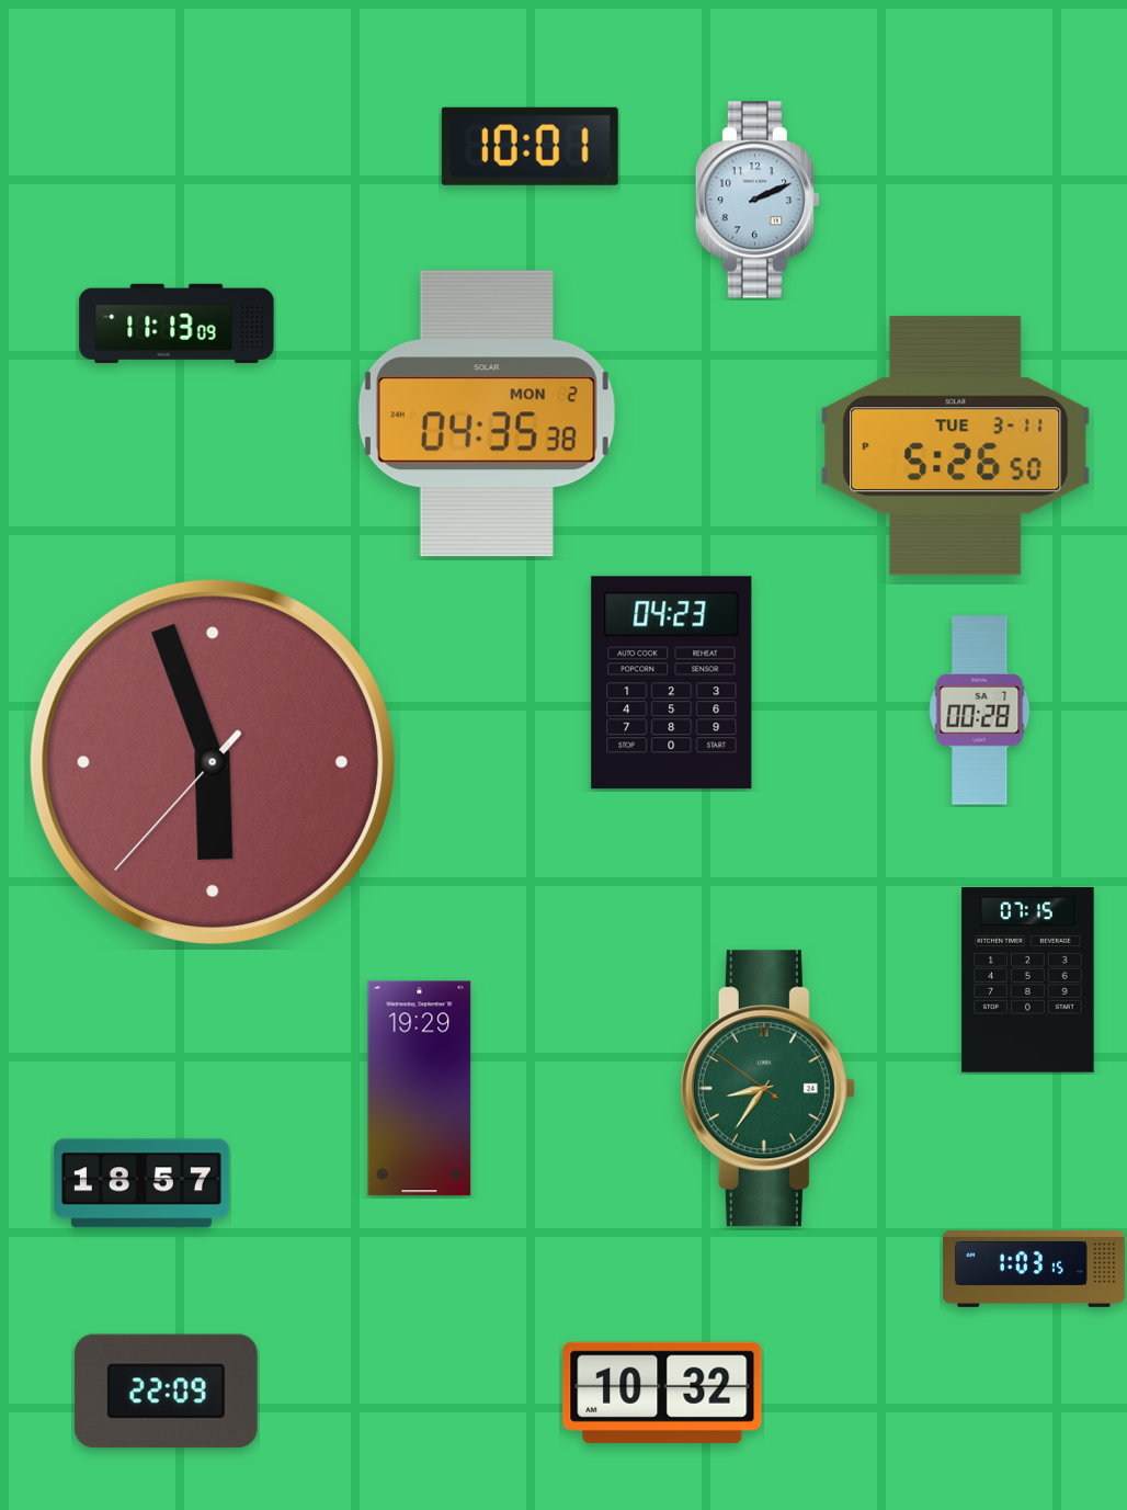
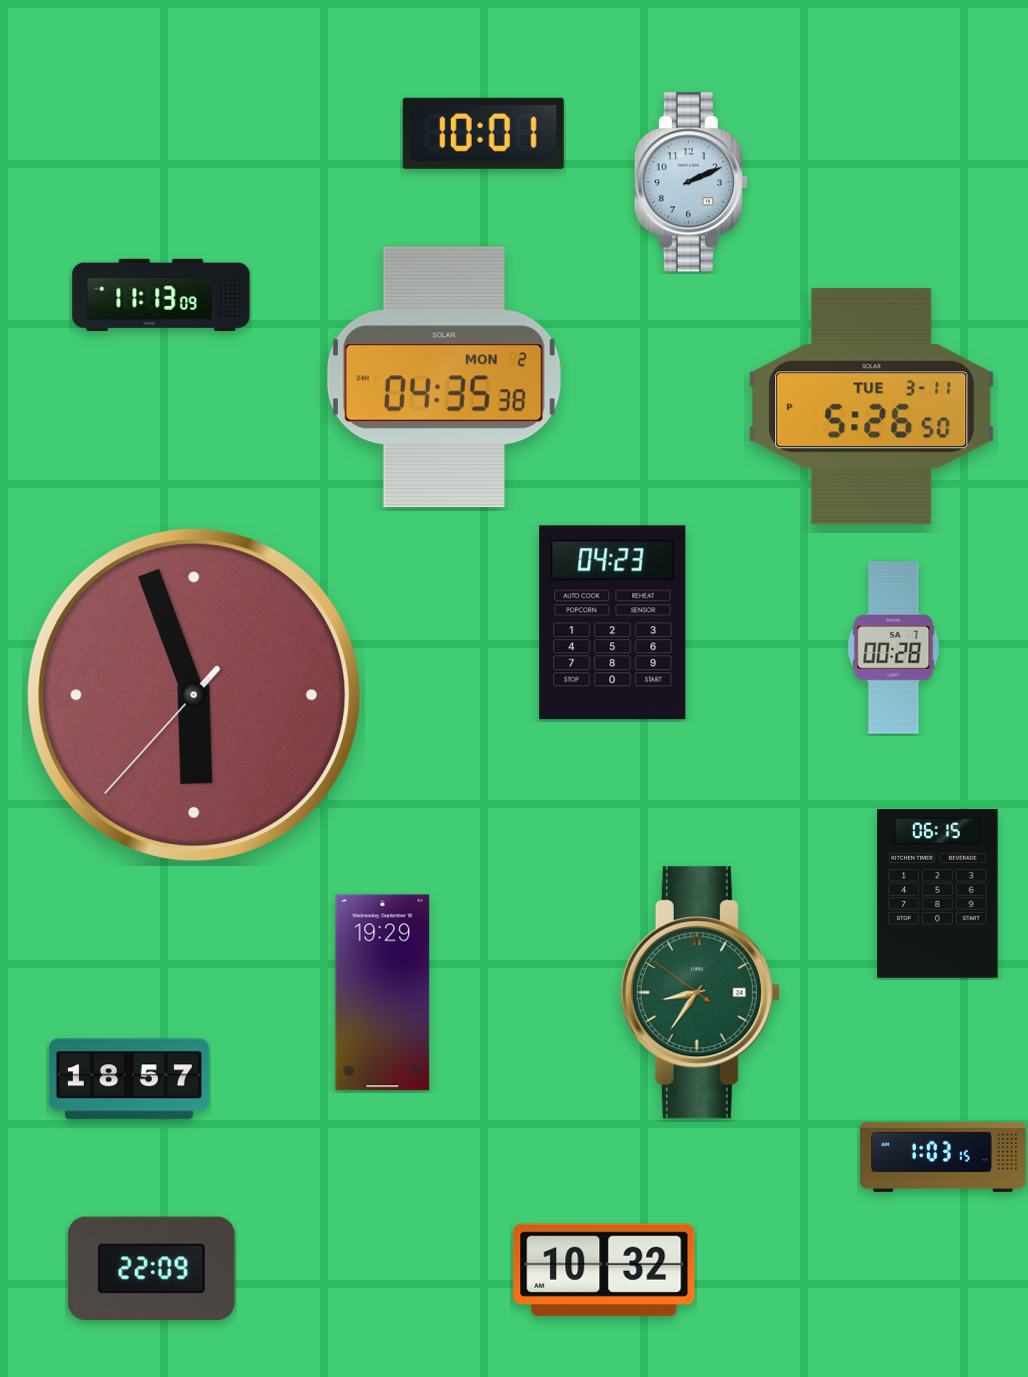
clock at (1028, 980): 07:15 -> 06:15
